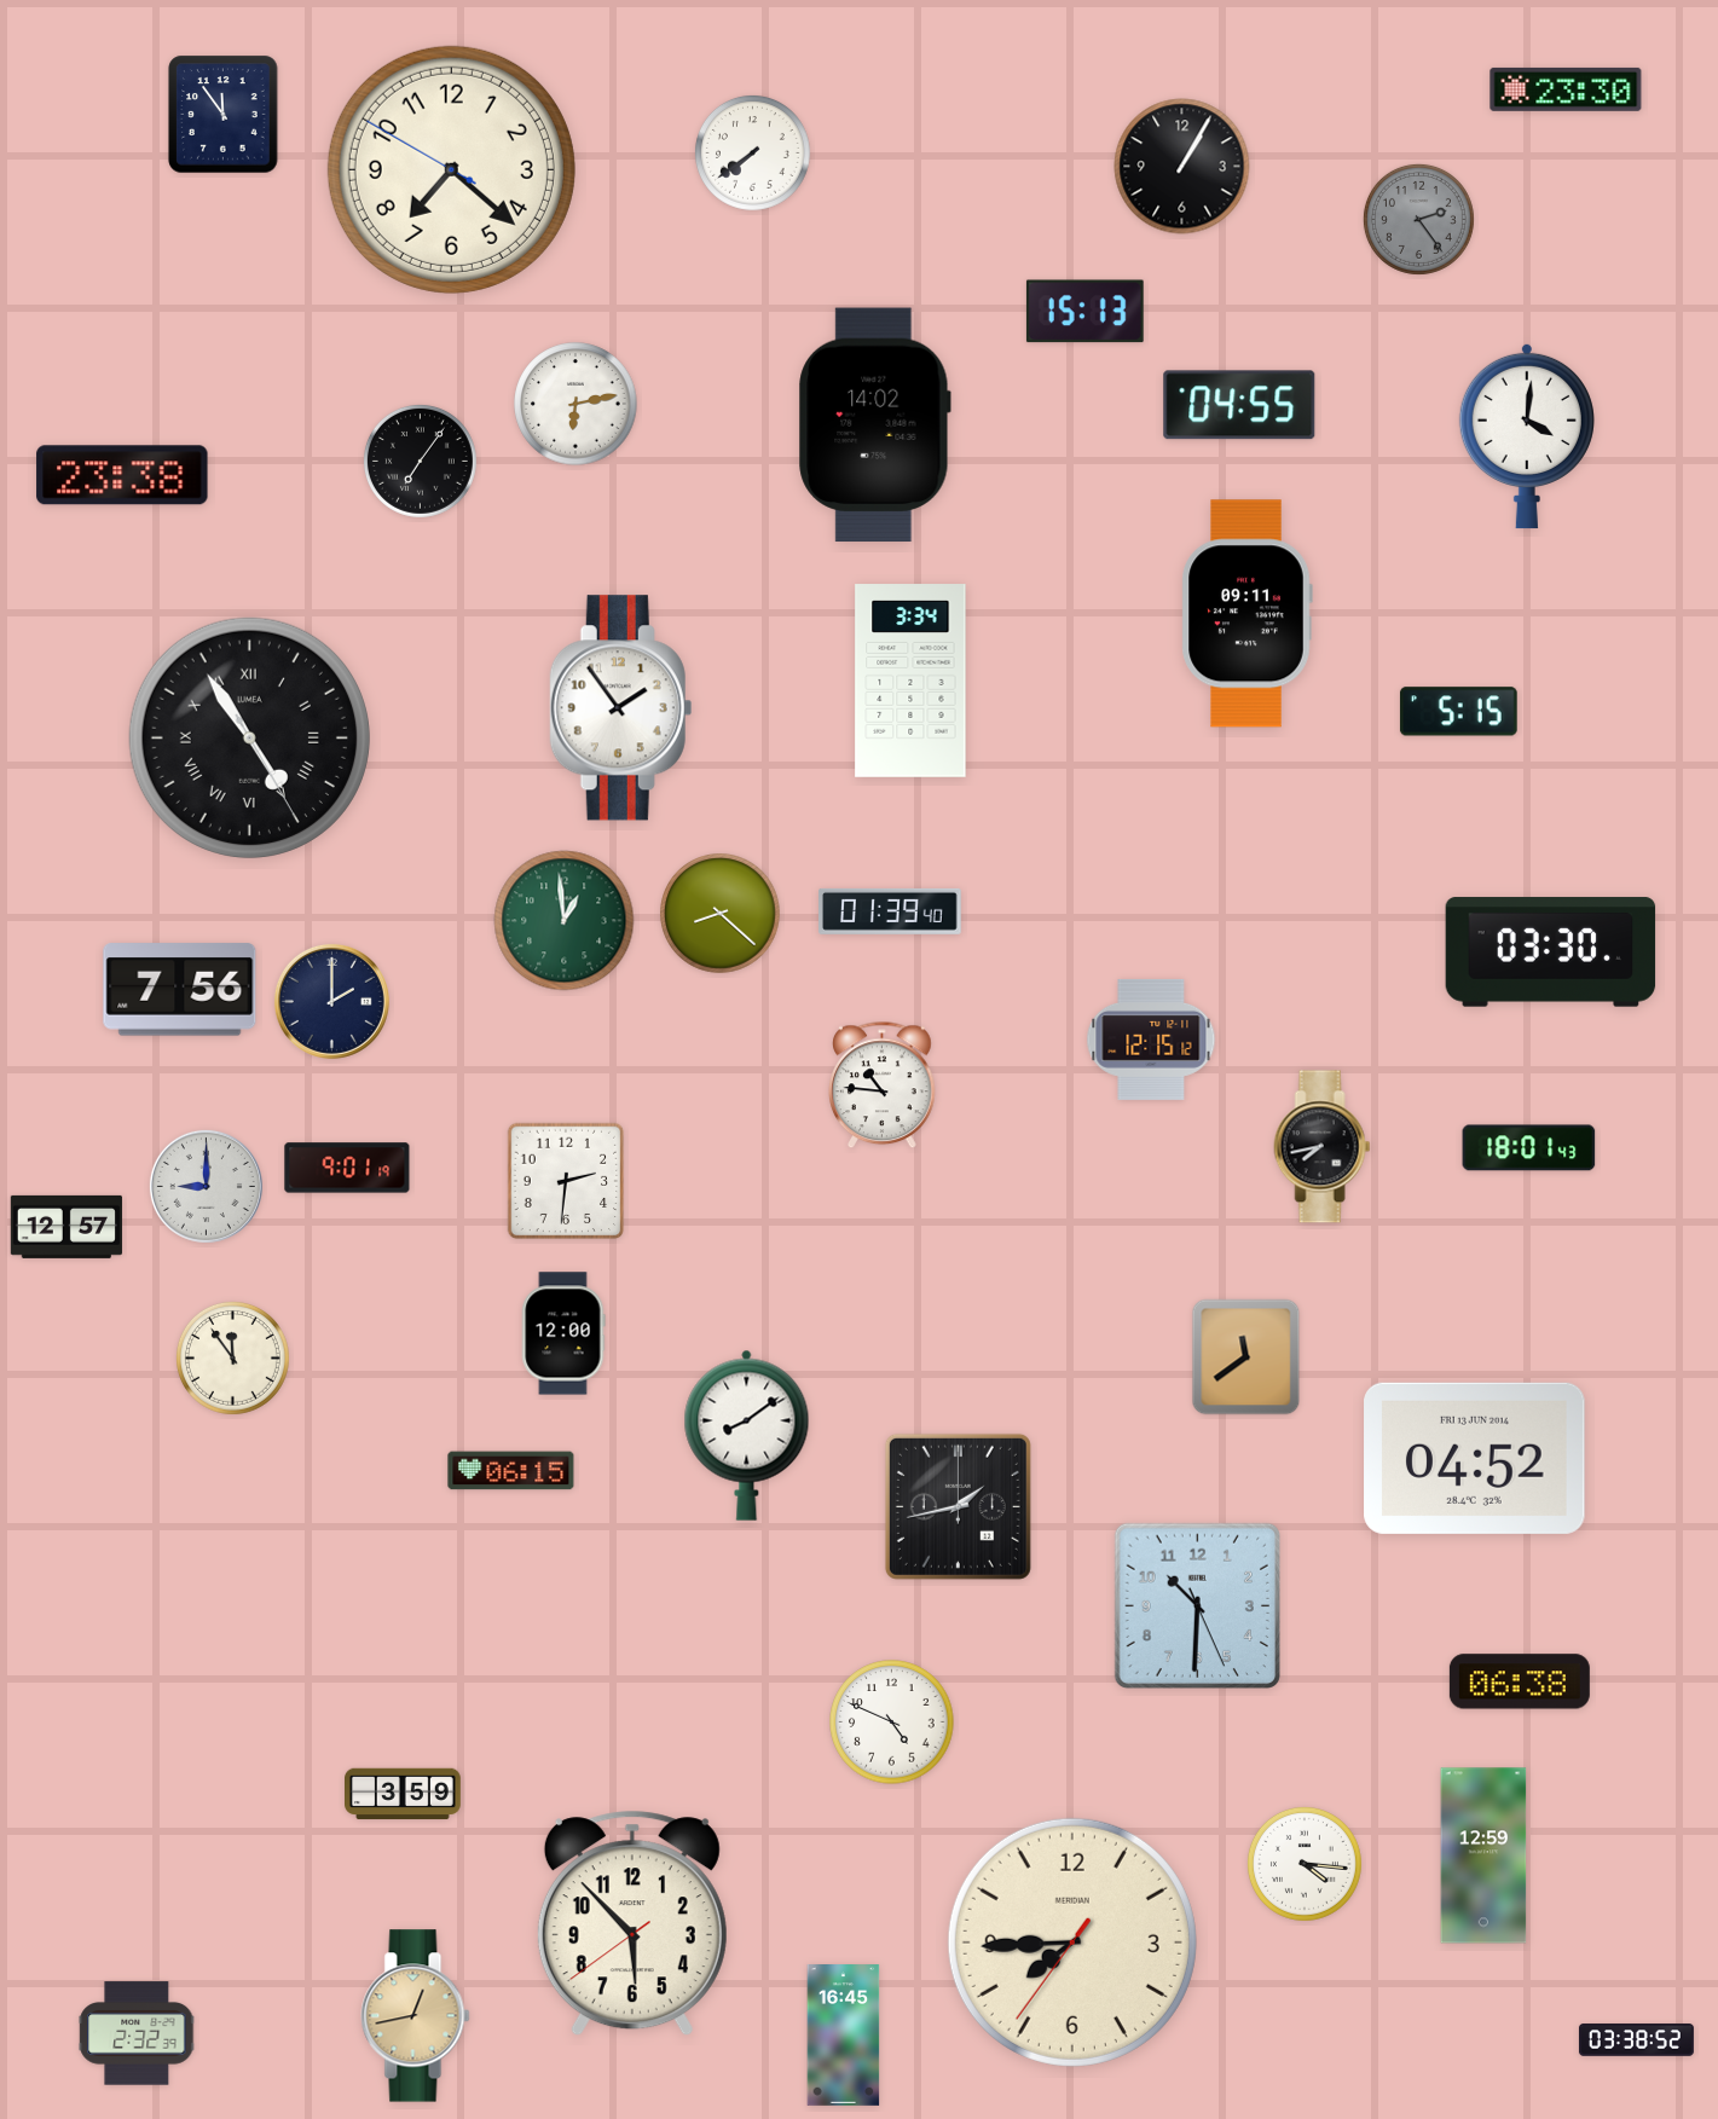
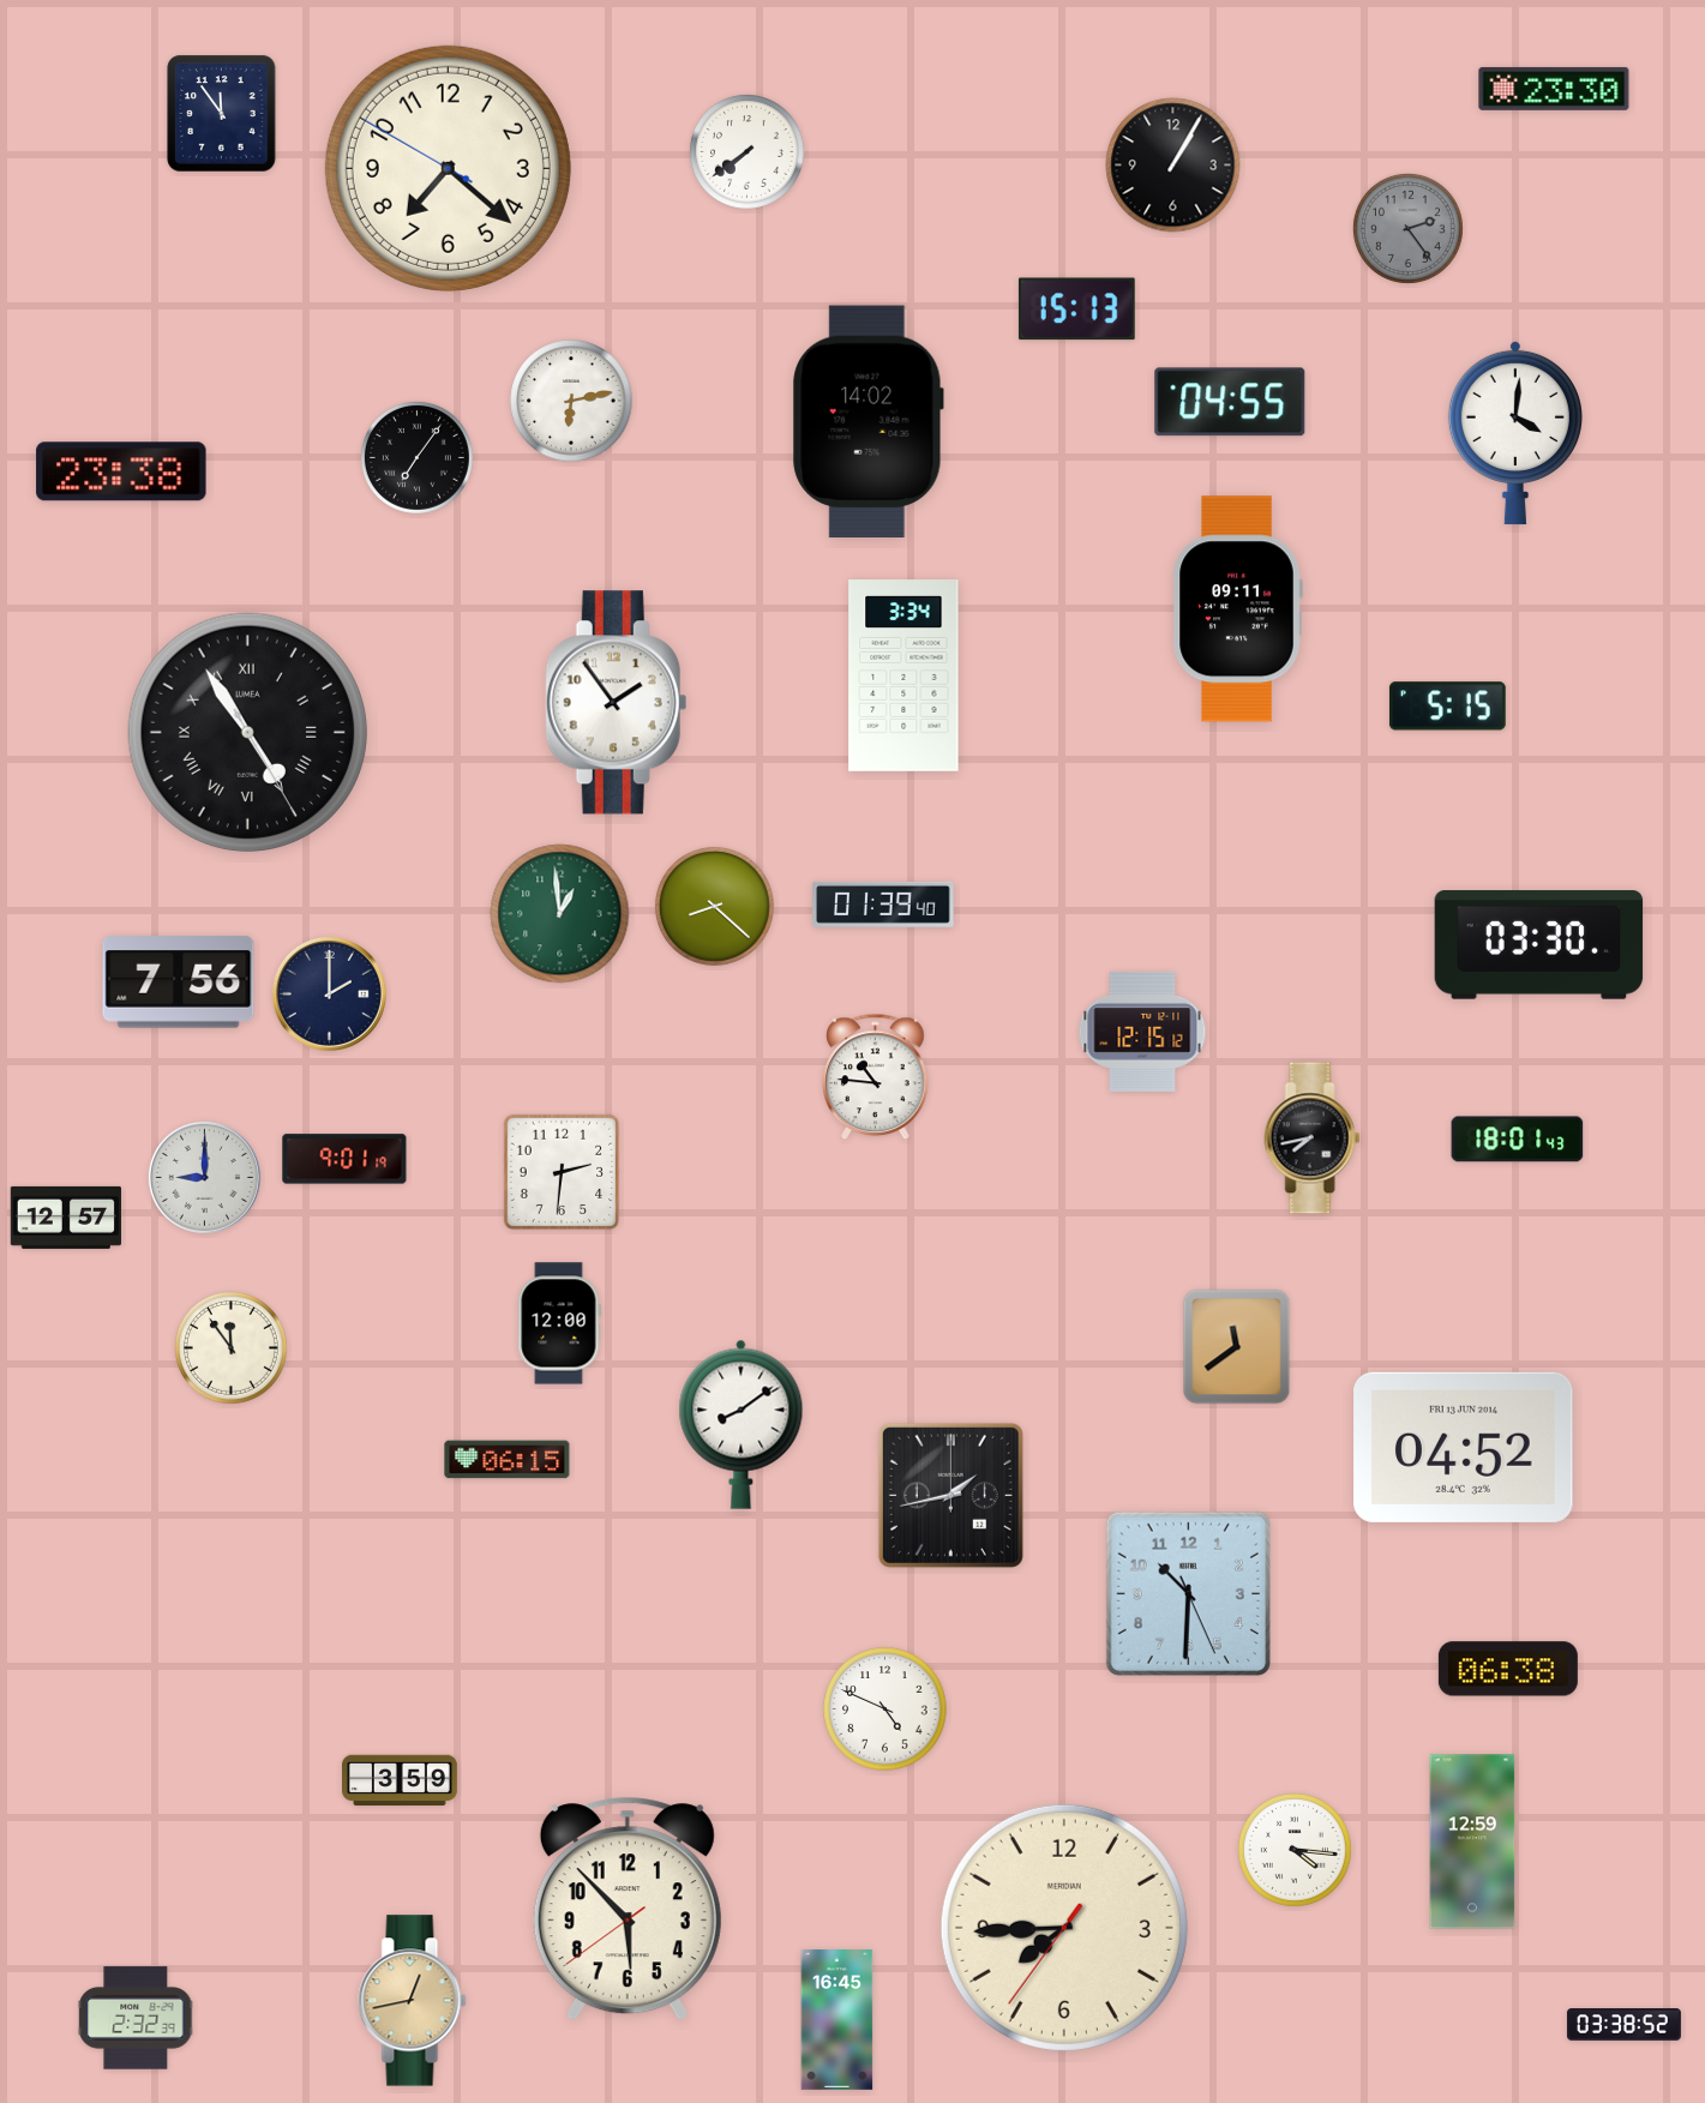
clock at (1418, 219) position: (1418, 219) -> (1407, 228)
